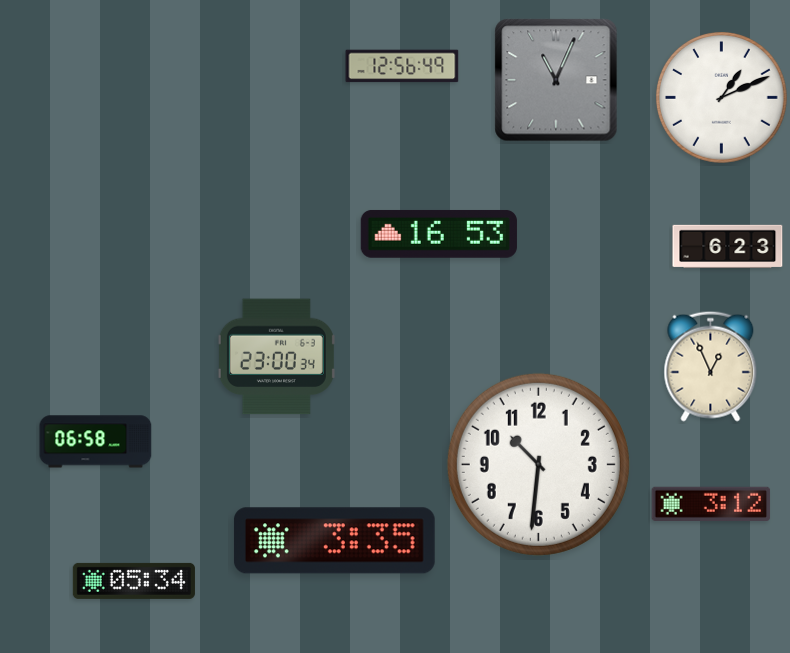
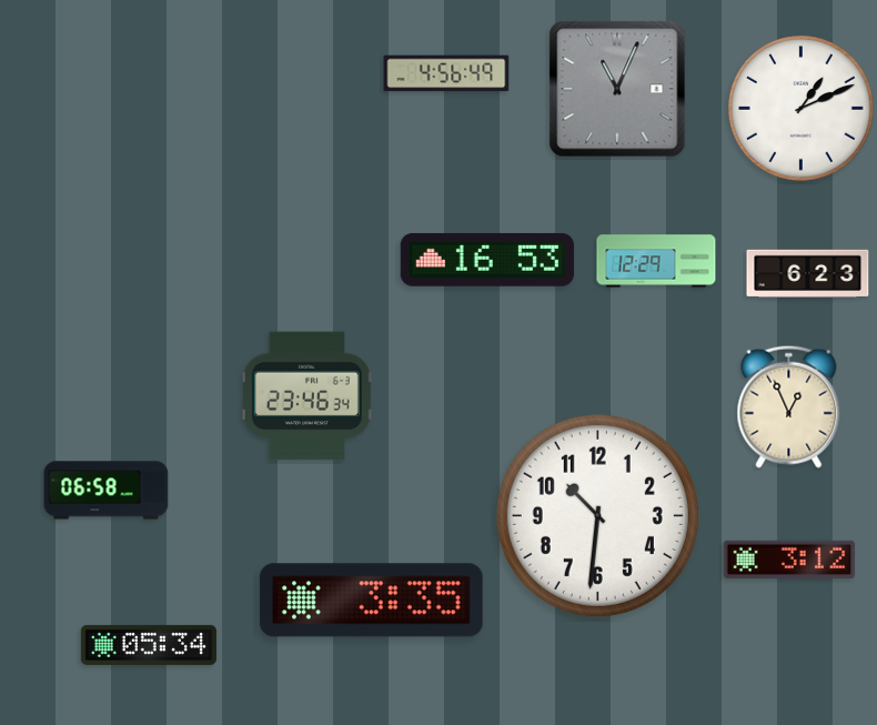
clock at (402, 66): 12:56 -> 4:56
clock at (656, 261): none -> 12:29
clock at (276, 357): 23:00 -> 23:46
